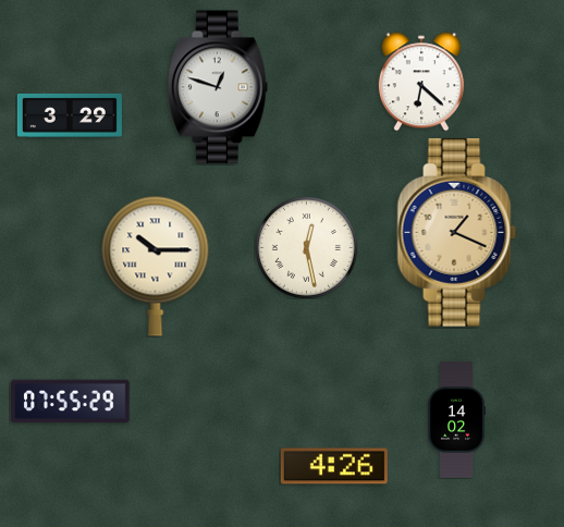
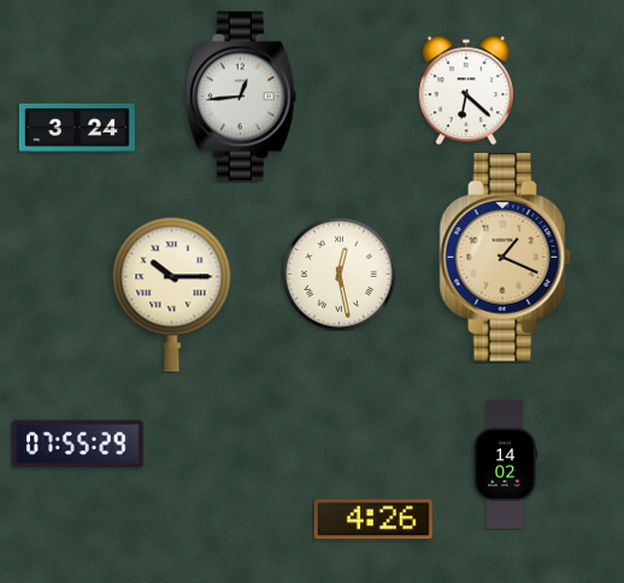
clock at (218, 87): 12:48 -> 12:44
clock at (70, 115): 3:29 -> 3:24
clock at (334, 466) position: (334, 466) -> (373, 519)
